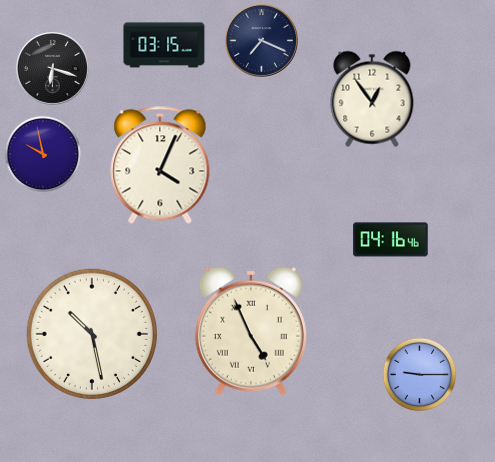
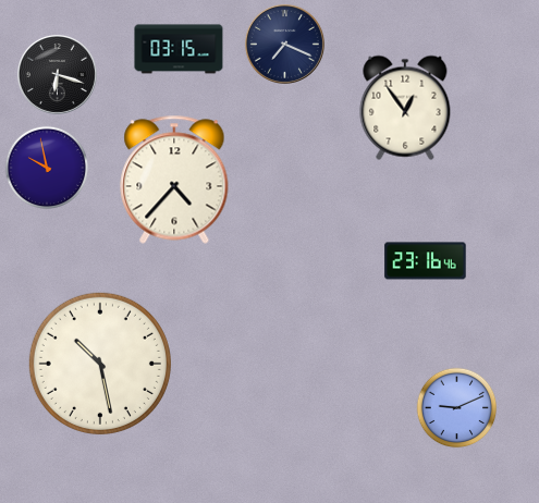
clock at (160, 165): 4:04 -> 4:37
clock at (391, 240): 04:16 -> 23:16
clock at (251, 331): 4:56 -> none
clock at (420, 375): 9:15 -> 9:11
